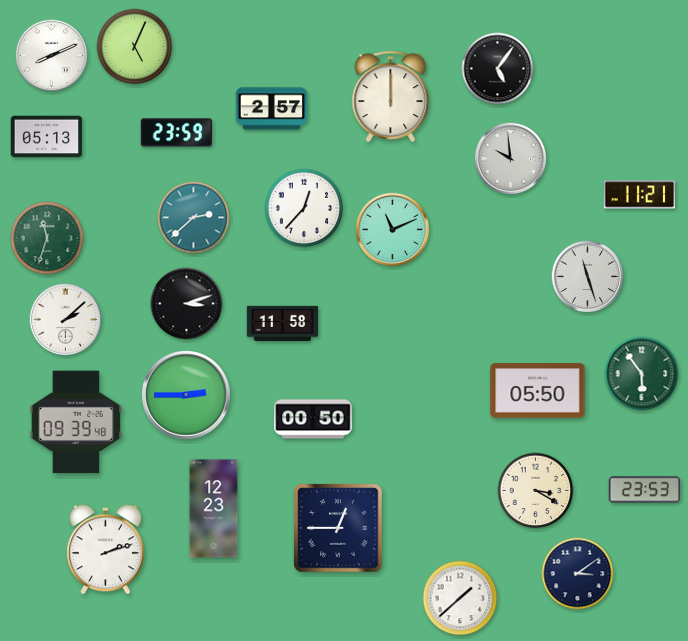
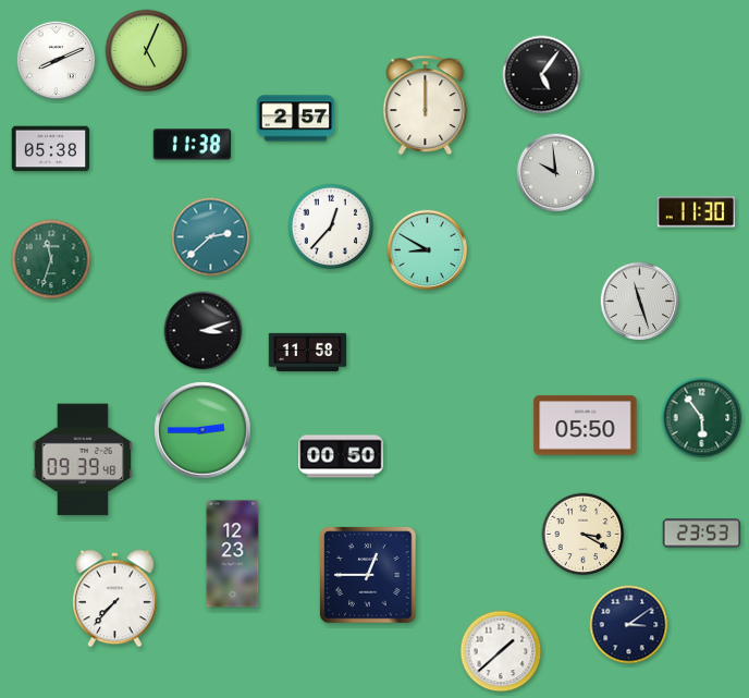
clock at (177, 133): 23:59 -> 11:38
clock at (47, 137): 05:13 -> 05:38
clock at (640, 195): 11:21 -> 11:30
clock at (393, 230): 11:11 -> 8:50
clock at (66, 320): 2:08 -> none
clock at (642, 374) position: (642, 374) -> (702, 418)
clock at (106, 550): 2:12 -> 7:37
